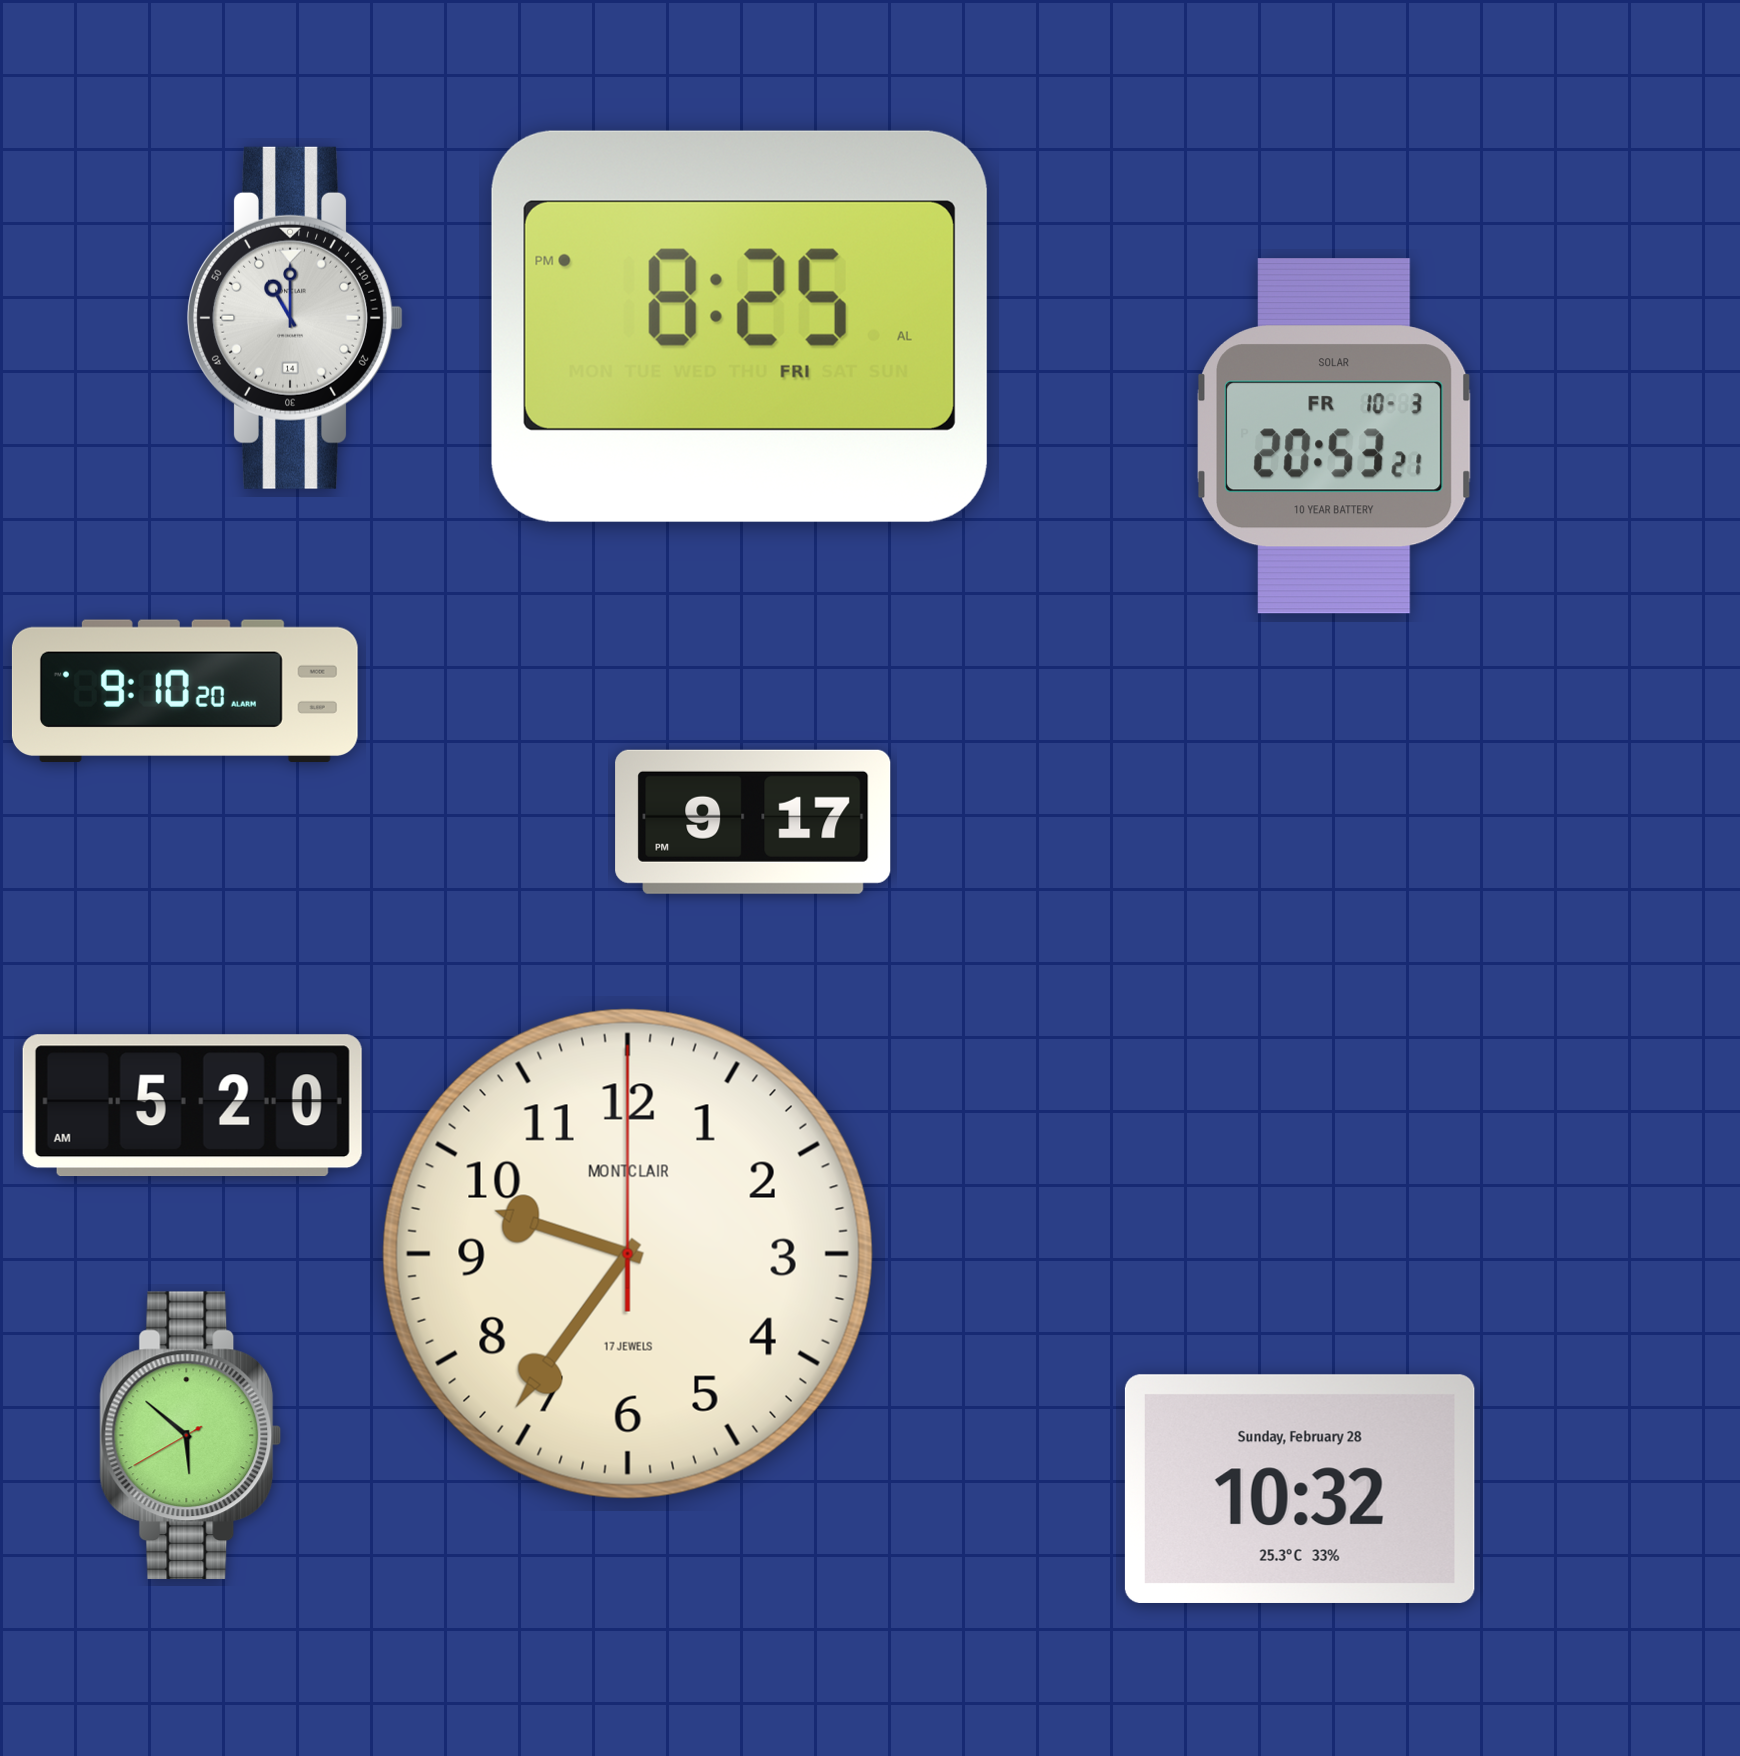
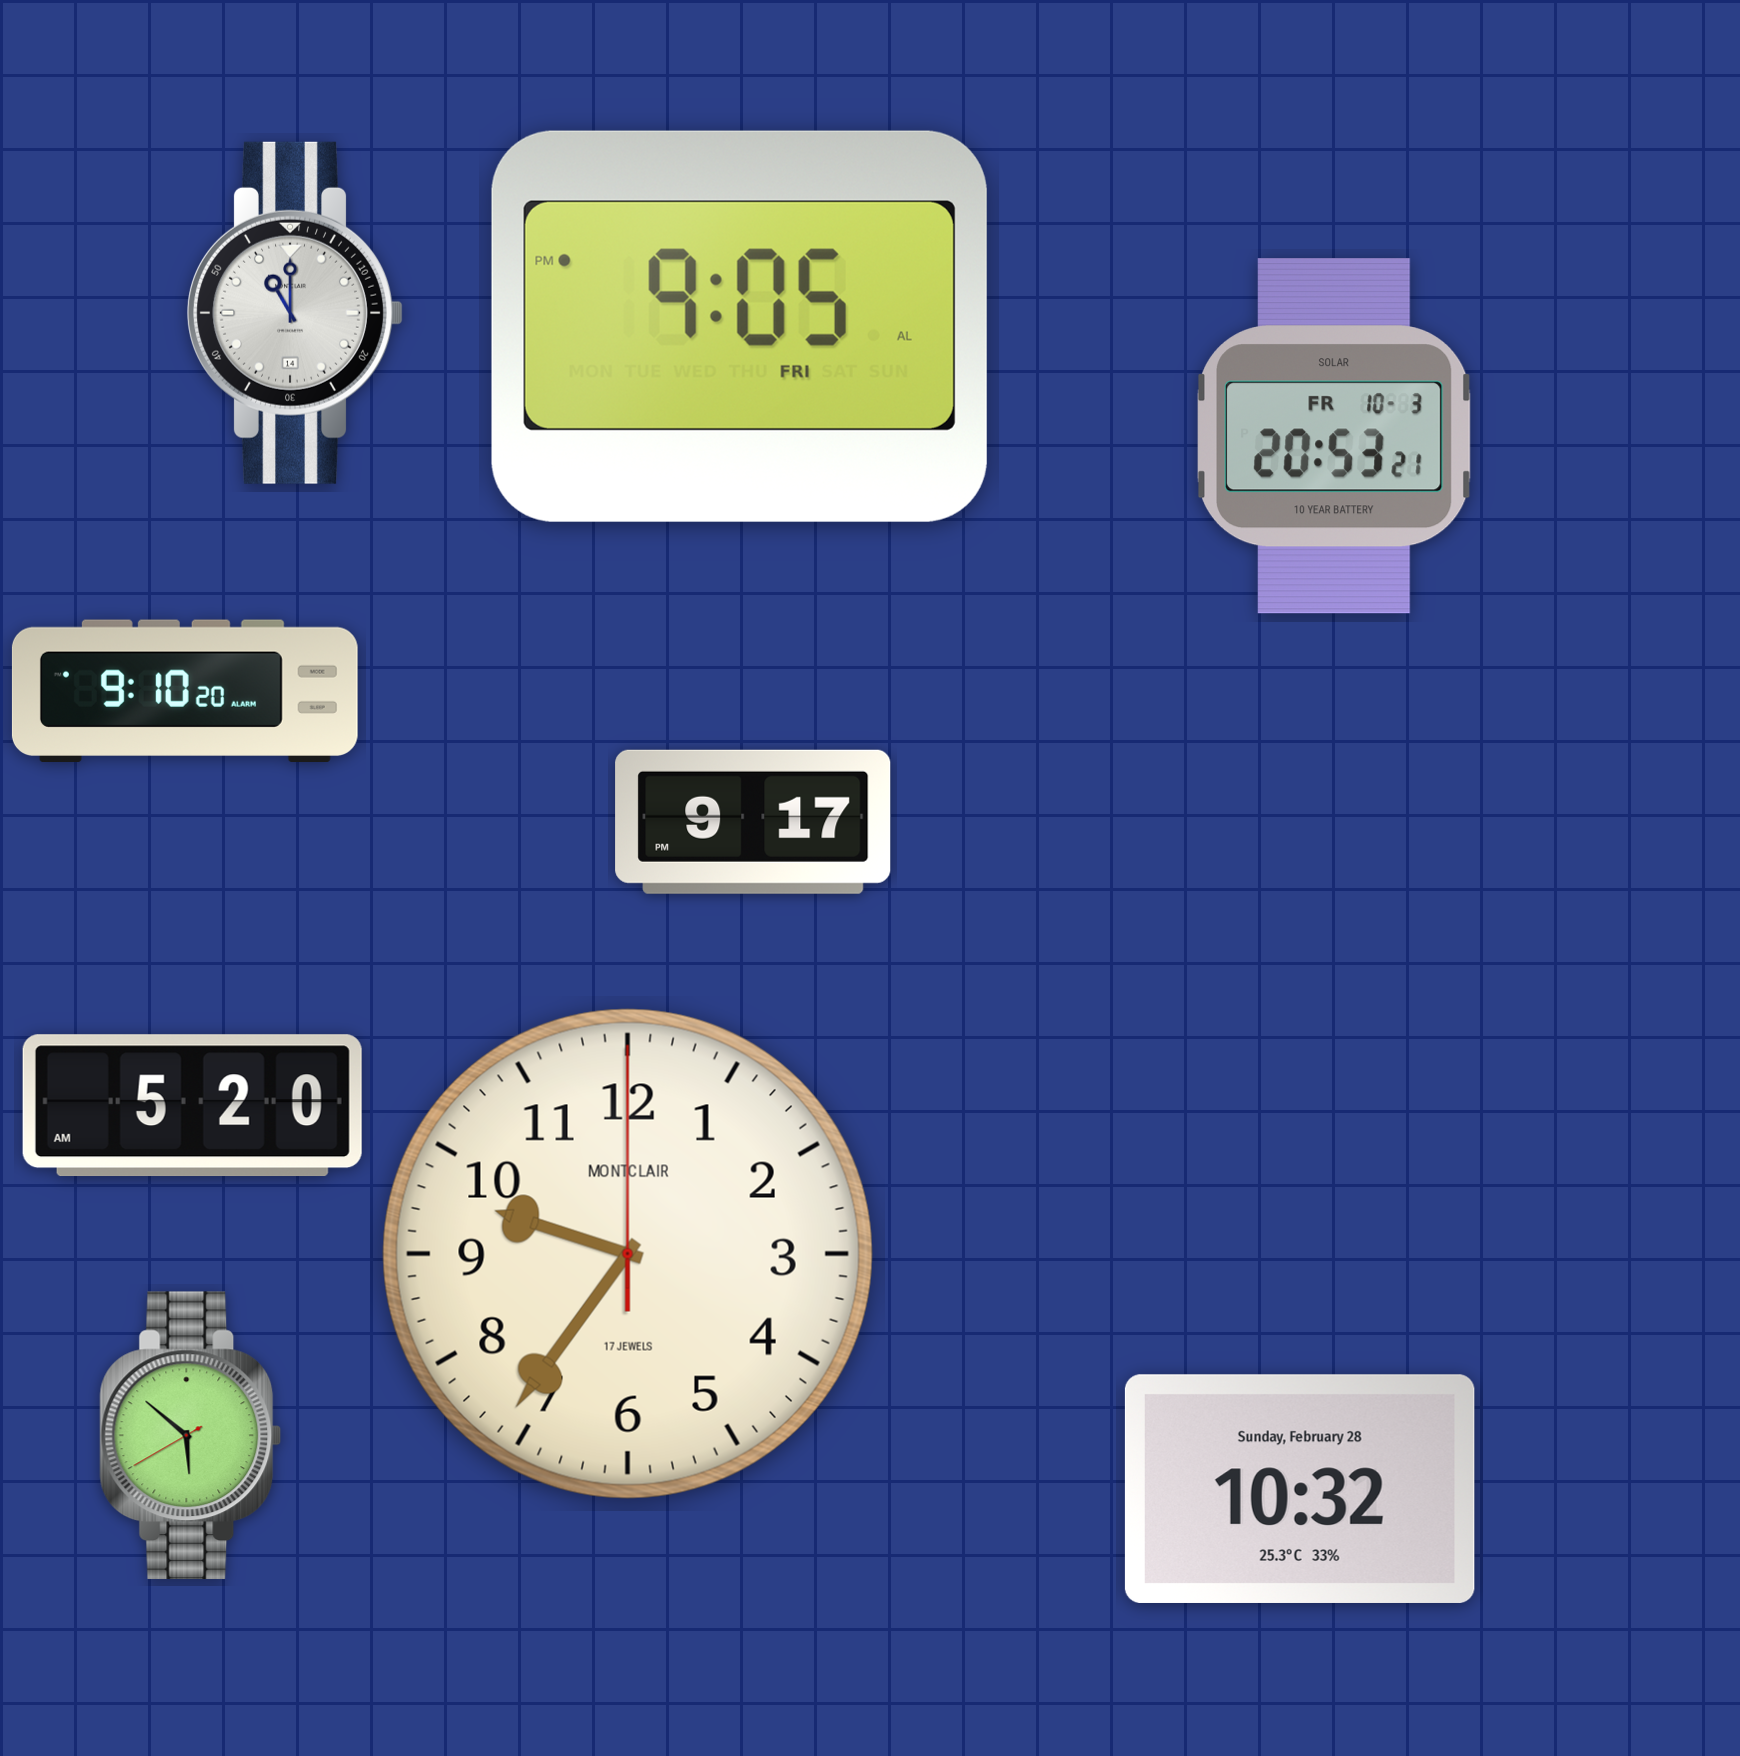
clock at (295, 318) position: (295, 318) -> (295, 313)
clock at (739, 326): 8:25 -> 9:05
